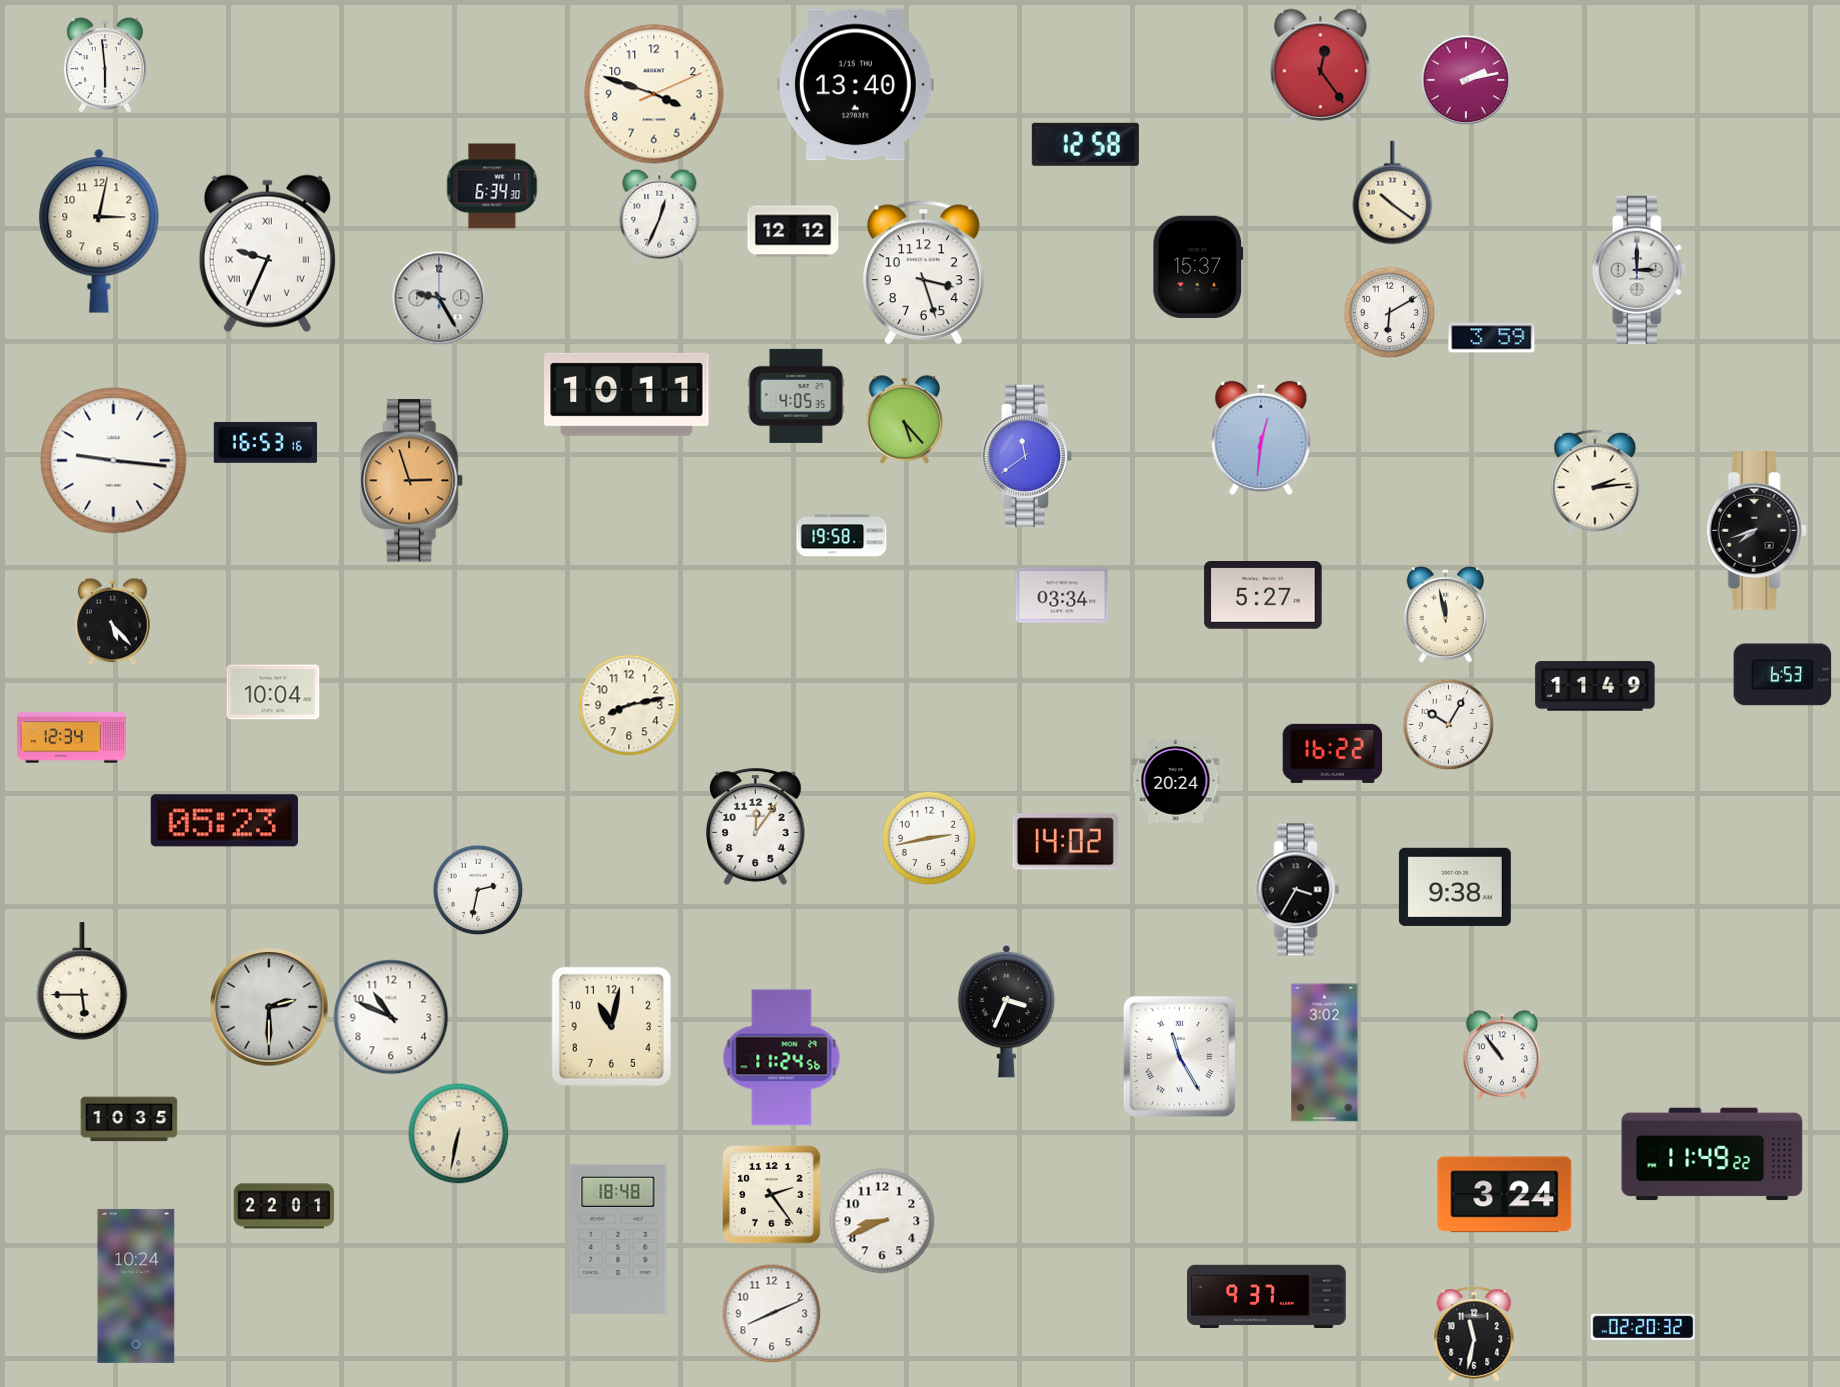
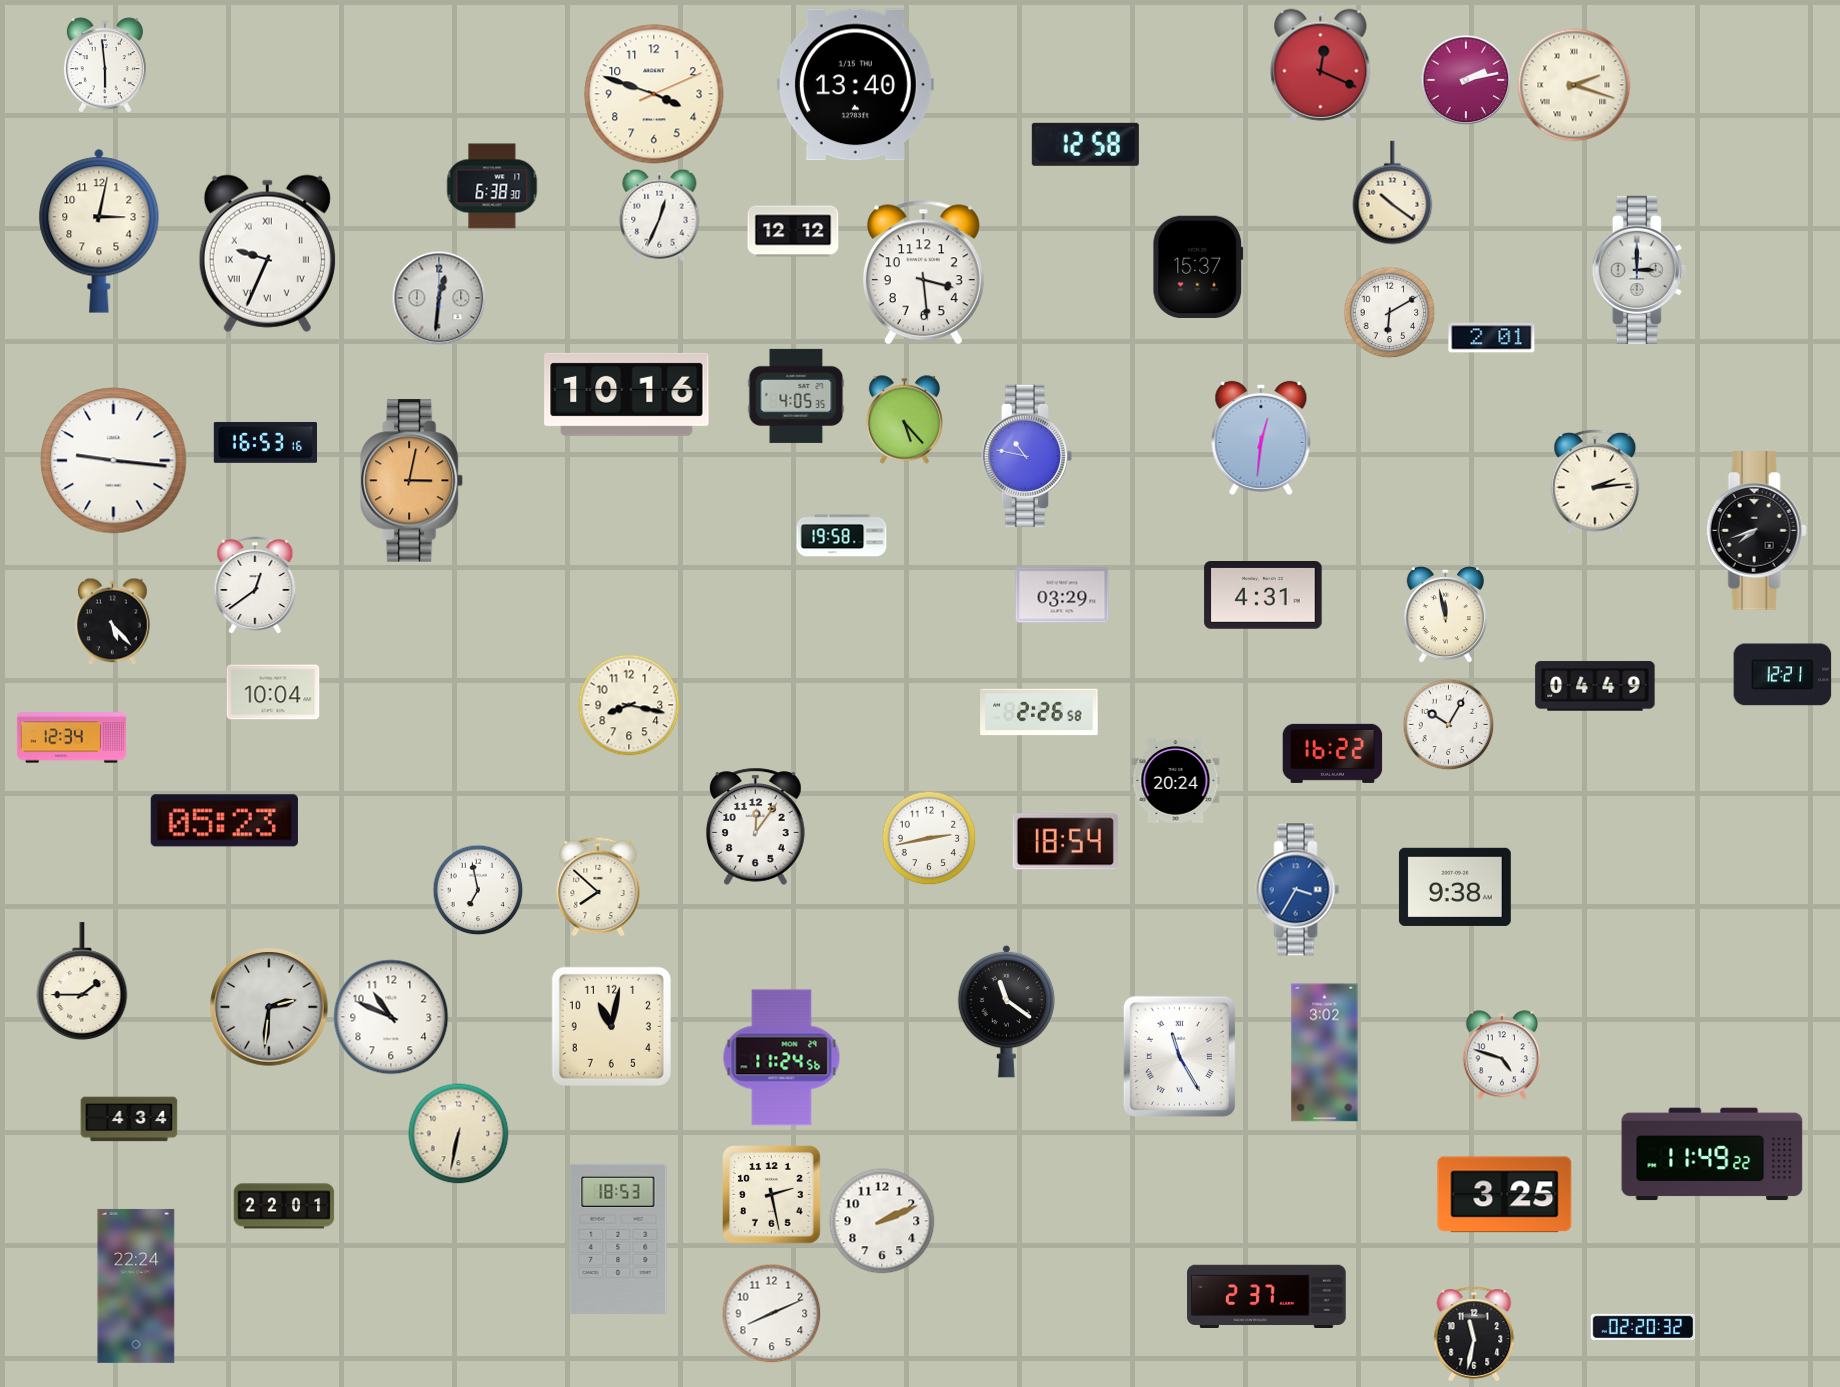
clock at (1321, 66): 12:24 -> 12:19
clock at (1574, 85): none -> 2:18
clock at (492, 186): 6:34 -> 6:38
clock at (923, 273): 3:27 -> 3:29
clock at (439, 298): 9:25 -> 12:31
clock at (1492, 338): 3:59 -> 2:01
clock at (627, 394): 10:11 -> 10:16
clock at (1027, 456): 11:39 -> 10:47
clock at (412, 481): 2:57 -> 3:02
clock at (255, 586): none -> 12:39
clock at (1062, 595): 03:34 -> 03:29
clock at (1263, 596): 5:27 -> 4:31
clock at (1783, 675): 6:53 -> 12:21
clock at (1595, 686): 11:49 -> 04:49
clock at (629, 705): 8:13 -> 8:17
clock at (1039, 712): none -> 2:26
clock at (1065, 842): 14:02 -> 18:54
clock at (598, 887): none -> 7:52
clock at (478, 890): 2:32 -> 6:58
clock at (1298, 890) dial: black -> blue
clock at (82, 981): 5:45 -> 1:45
clock at (269, 1007): 2:30 -> 2:31
clock at (1007, 1011): 3:34 -> 11:21
clock at (1502, 1055): 10:54 -> 4:48
clock at (129, 1119): 10:35 -> 4:34
clock at (772, 1195): 2:24 -> 2:28
clock at (1505, 1195): 3:24 -> 3:25
clock at (882, 1221): 8:41 -> 2:11
clock at (618, 1239): 18:48 -> 18:53
clock at (136, 1286): 10:24 -> 22:24
clock at (1267, 1296): 9:37 -> 2:37
